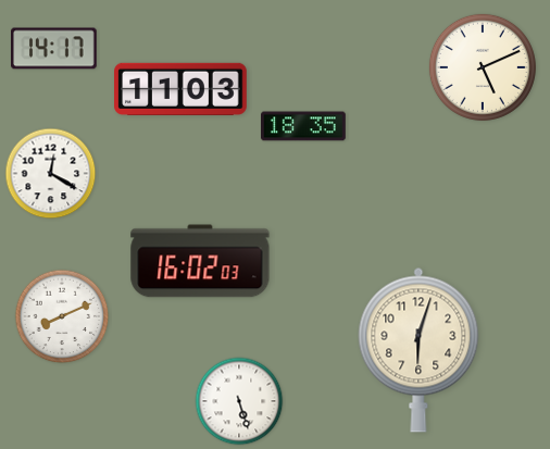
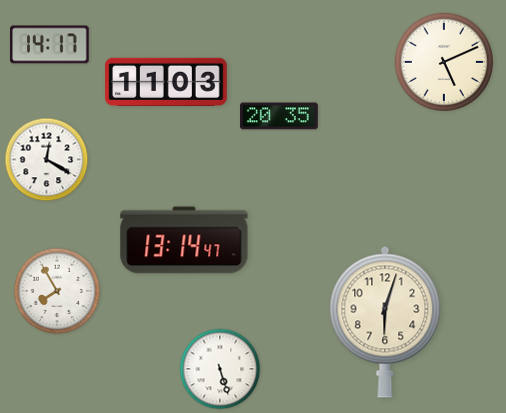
clock at (304, 126): 18:35 -> 20:35
clock at (200, 261): 16:02 -> 13:14
clock at (62, 316): 8:11 -> 7:55
